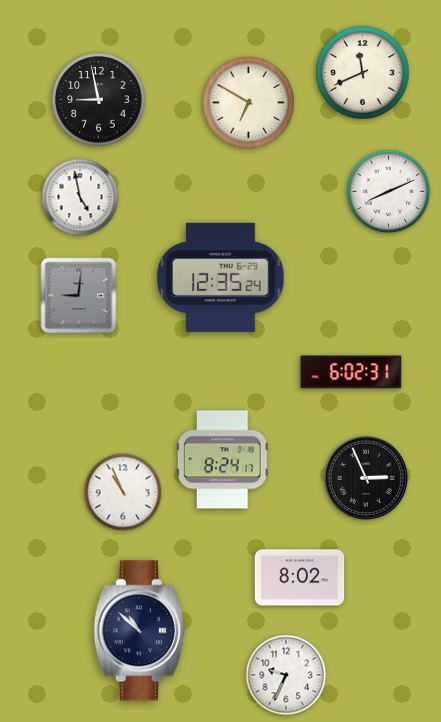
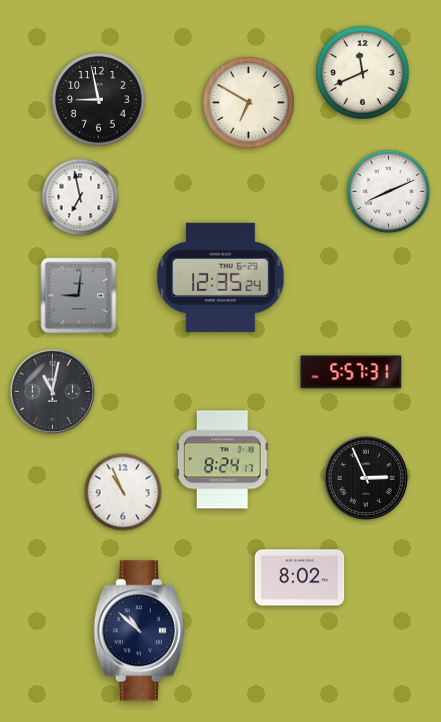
clock at (80, 197): 4:58 -> 6:58
clock at (351, 372): 6:02 -> 5:57
clock at (52, 391): none -> 11:02
clock at (286, 675): 9:34 -> none
